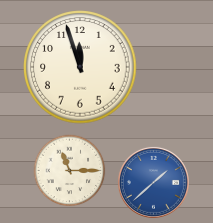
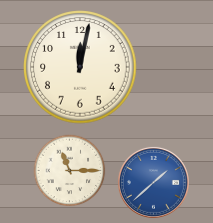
clock at (80, 67): 11:57 -> 12:02
